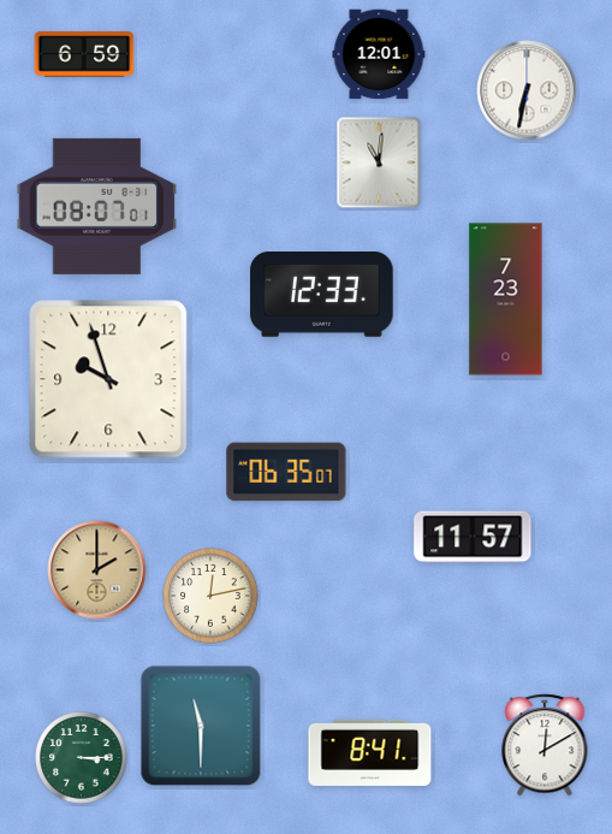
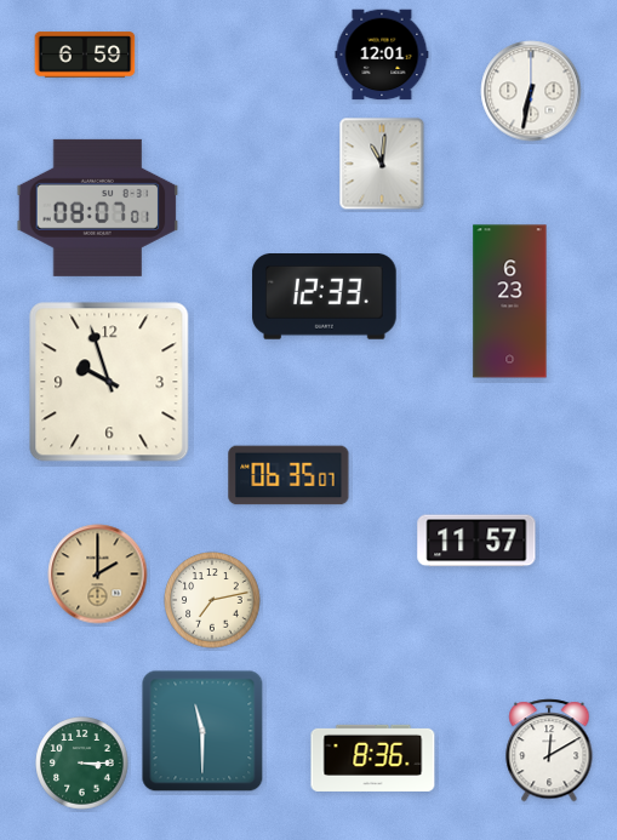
clock at (506, 300): 7:23 -> 6:23
clock at (210, 596): 12:13 -> 7:13
clock at (370, 752): 8:41 -> 8:36
